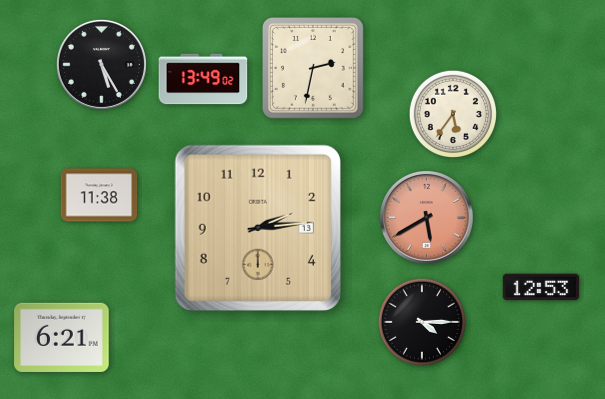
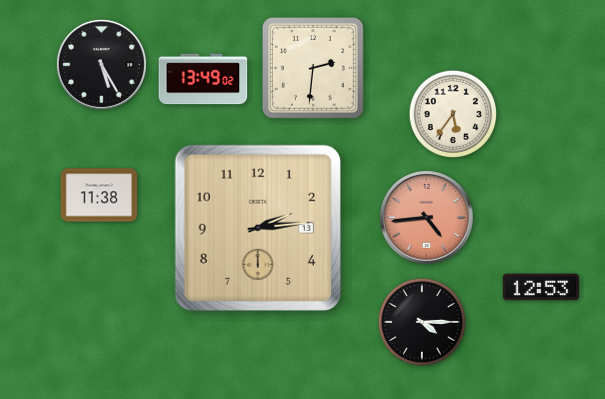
clock at (313, 68): 2:32 -> 2:31
clock at (427, 218): 5:40 -> 4:44
clock at (62, 337): 6:21 -> none
